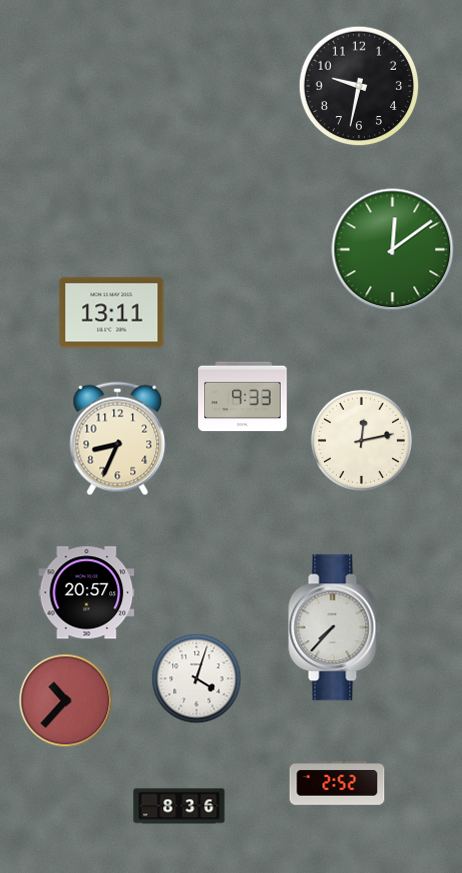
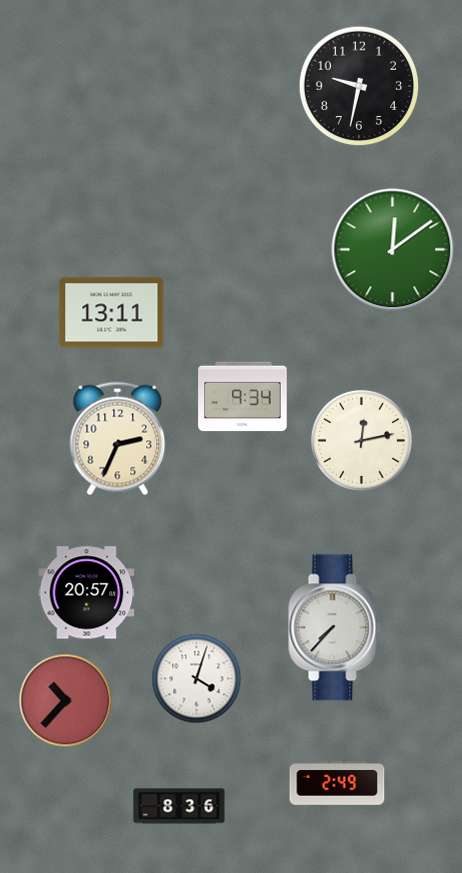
clock at (243, 397): 9:33 -> 9:34
clock at (118, 439): 8:34 -> 2:34
clock at (337, 783): 2:52 -> 2:49
